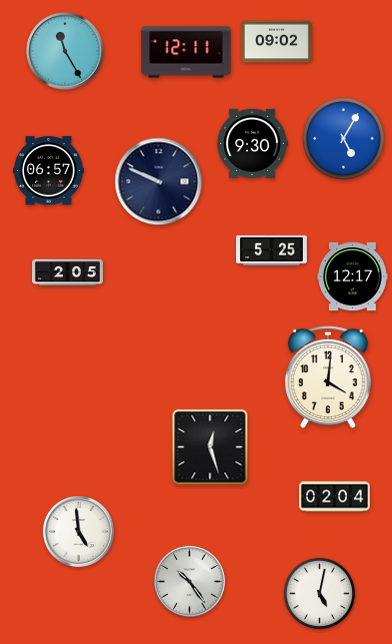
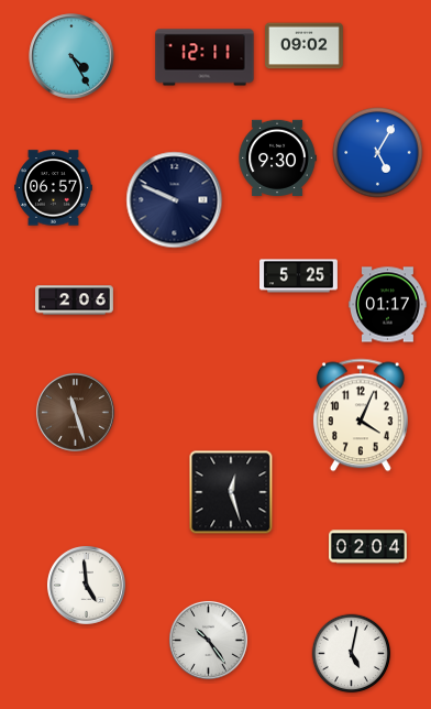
clock at (65, 51): 11:25 -> 4:25
clock at (68, 273): 2:05 -> 2:06
clock at (353, 277): 12:17 -> 01:17
clock at (76, 413): none -> 11:27
clock at (328, 377): 4:01 -> 4:04
